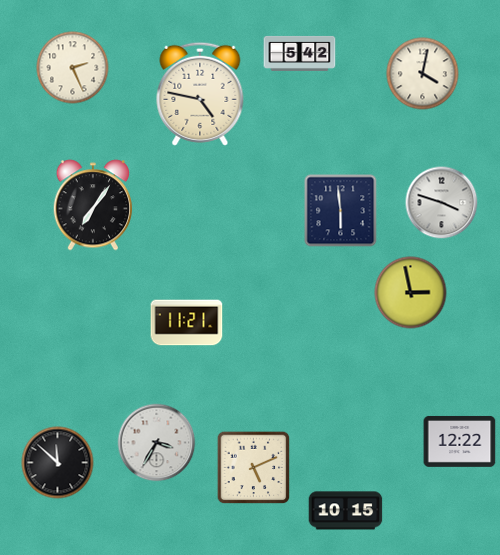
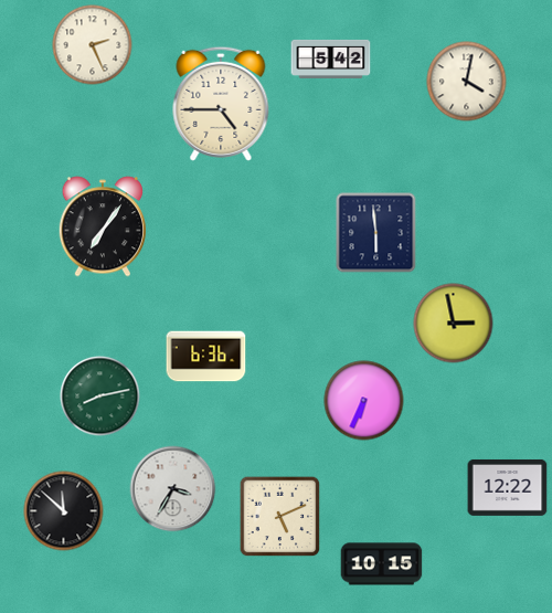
clock at (73, 68) position: (73, 68) -> (93, 45)
clock at (200, 94): 4:47 -> 4:45
clock at (442, 203): 3:48 -> none
clock at (187, 323): 11:21 -> 6:36
clock at (100, 397): none -> 8:13
clock at (364, 401): none -> 6:34
